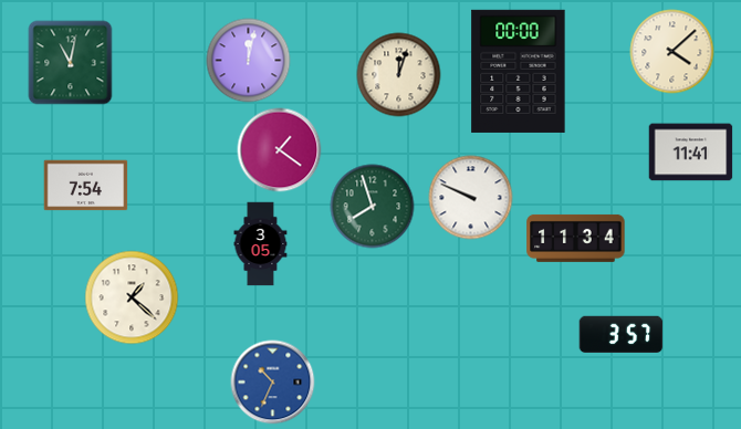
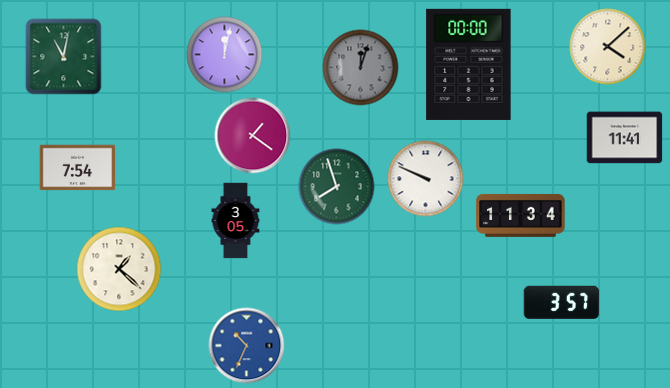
clock at (399, 75) dial: cream -> grey
